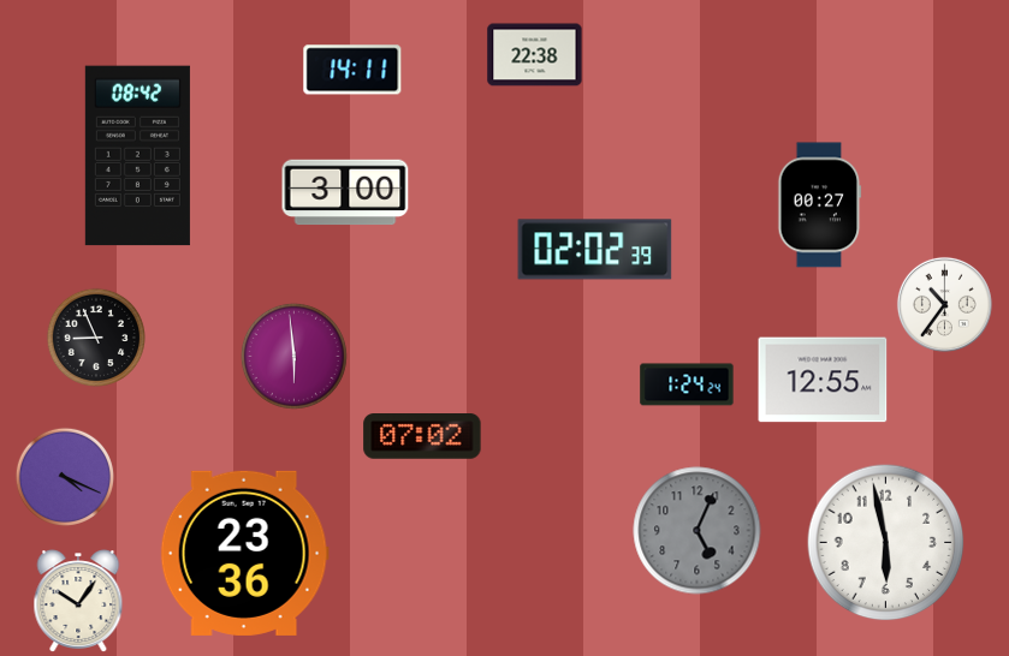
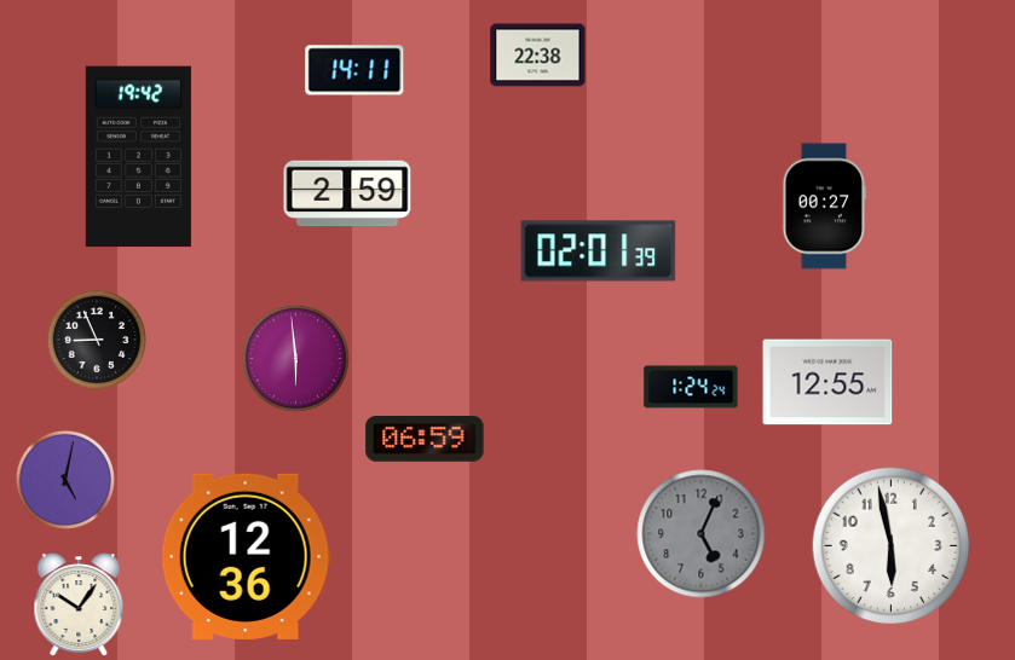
clock at (137, 156): 08:42 -> 19:42
clock at (345, 192): 3:00 -> 2:59
clock at (595, 250): 02:02 -> 02:01
clock at (944, 304): 10:36 -> none
clock at (422, 437): 07:02 -> 06:59
clock at (65, 477): 4:19 -> 5:02
clock at (244, 553): 23:36 -> 12:36
